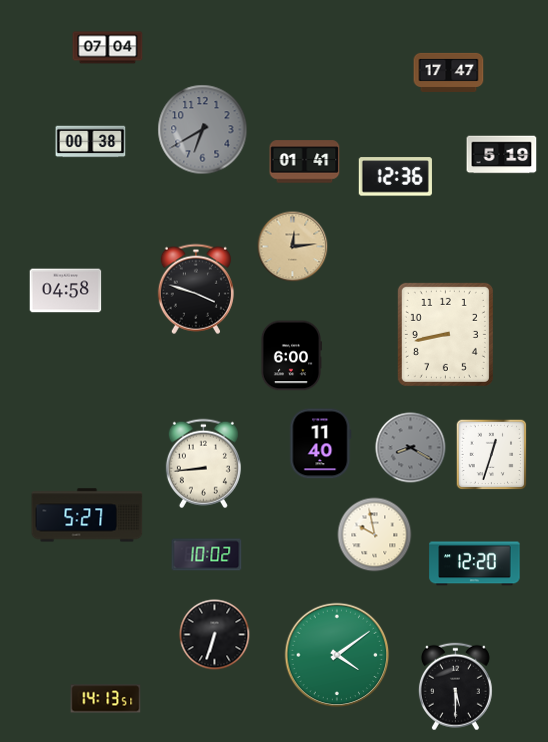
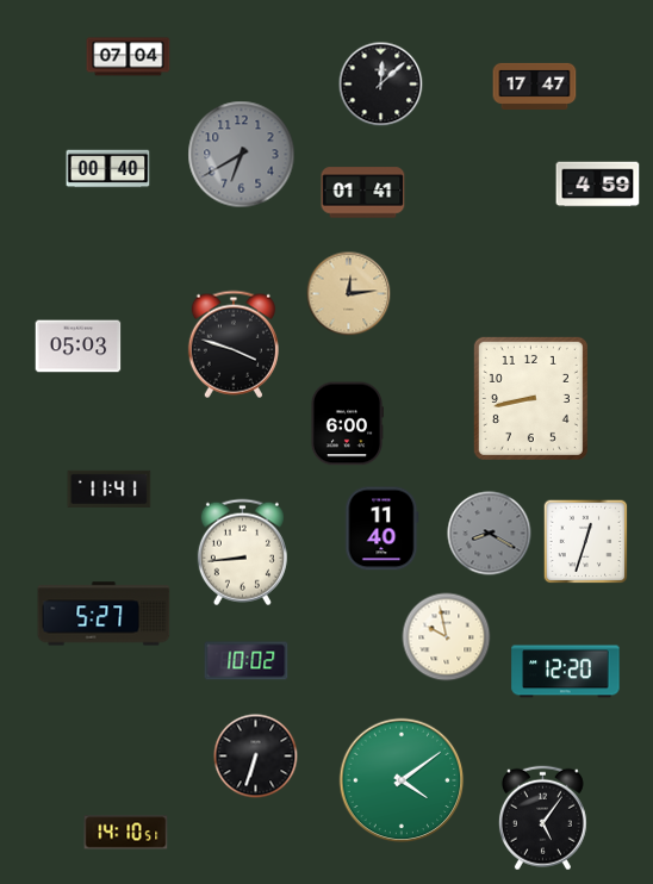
clock at (381, 85): none -> 12:08
clock at (91, 142): 00:38 -> 00:40
clock at (502, 155): 5:19 -> 4:59
clock at (395, 177): 12:36 -> none
clock at (66, 291): 04:58 -> 05:03
clock at (110, 488): none -> 11:41
clock at (455, 687): 5:30 -> 5:06
clock at (106, 699): 14:13 -> 14:10
